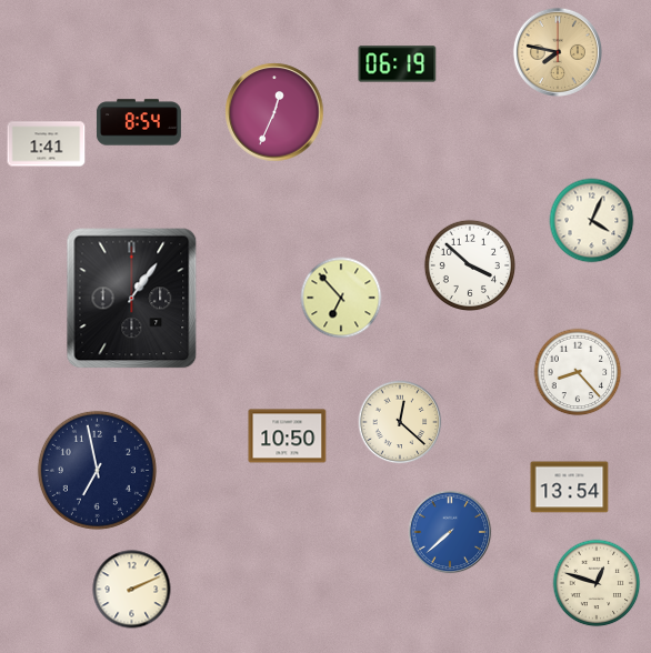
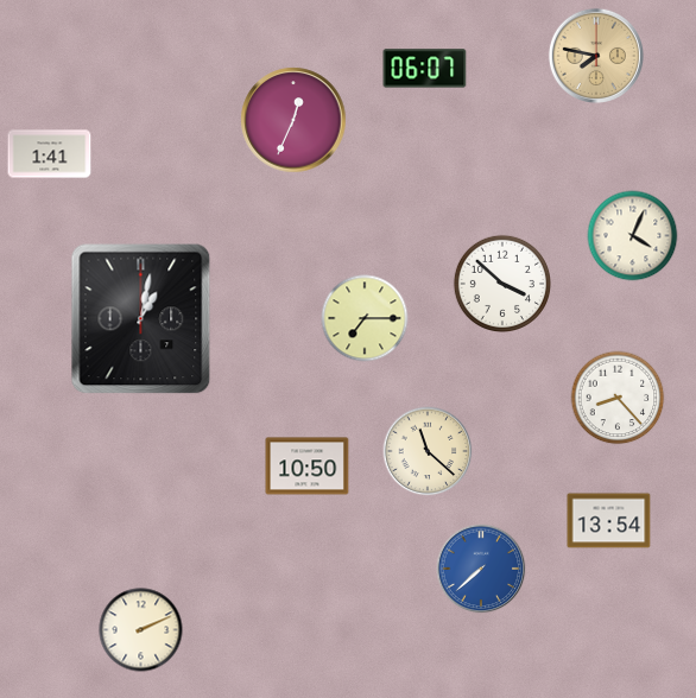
clock at (398, 64): 06:19 -> 06:07
clock at (139, 122): 8:54 -> none
clock at (341, 298): 6:53 -> 7:15
clock at (132, 299): 1:06 -> 1:02
clock at (400, 422): 12:22 -> 11:22
clock at (97, 470): 6:58 -> none
clock at (597, 583): 12:48 -> none
